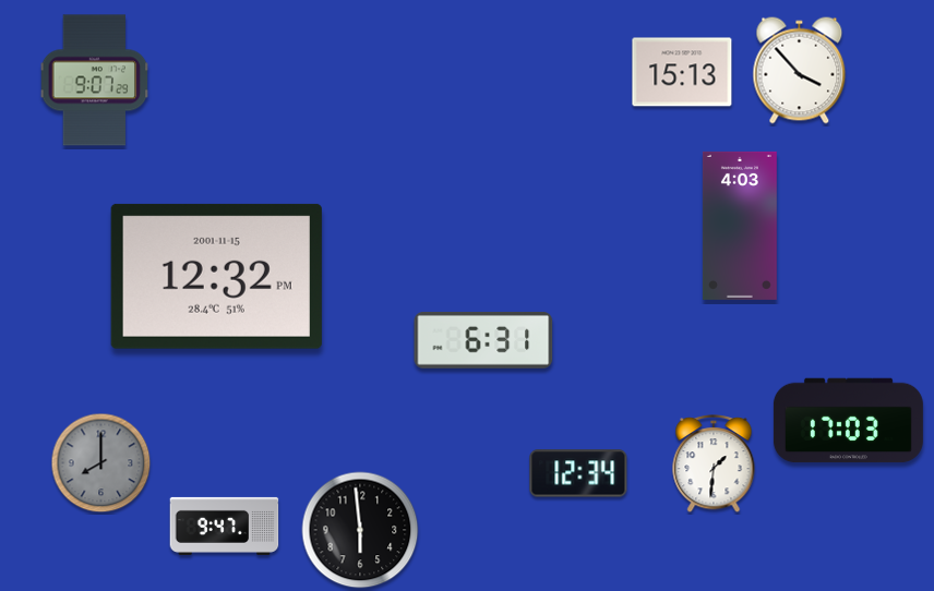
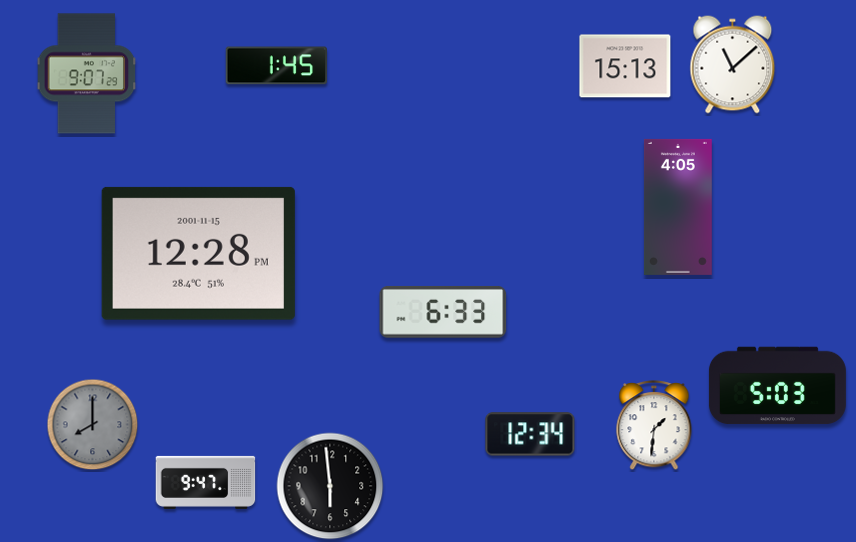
clock at (800, 71): 3:53 -> 11:08
clock at (276, 66): none -> 1:45
clock at (740, 226): 4:03 -> 4:05
clock at (216, 276): 12:32 -> 12:28
clock at (483, 340): 6:31 -> 6:33
clock at (848, 421): 17:03 -> 5:03
